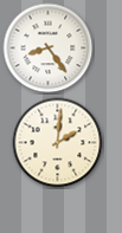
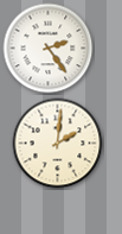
clock at (49, 48): 8:24 -> 2:24
